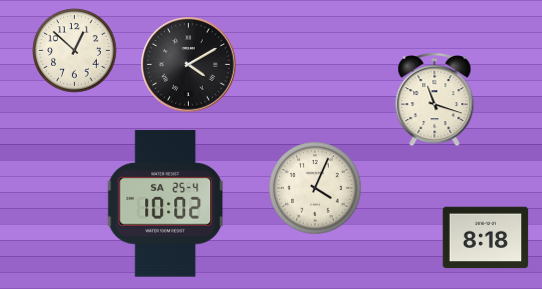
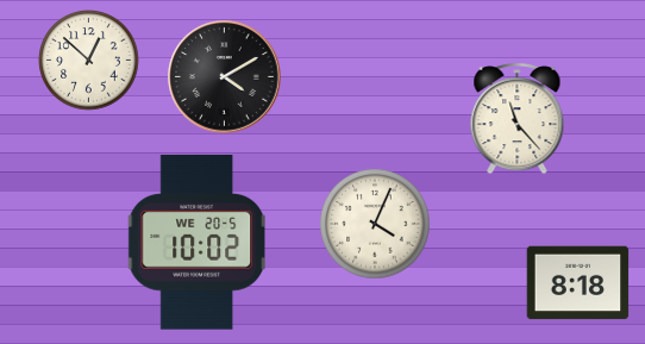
clock at (435, 100): 11:18 -> 11:23
clock at (165, 204) date: SA 25-4 -> WE 20-5
